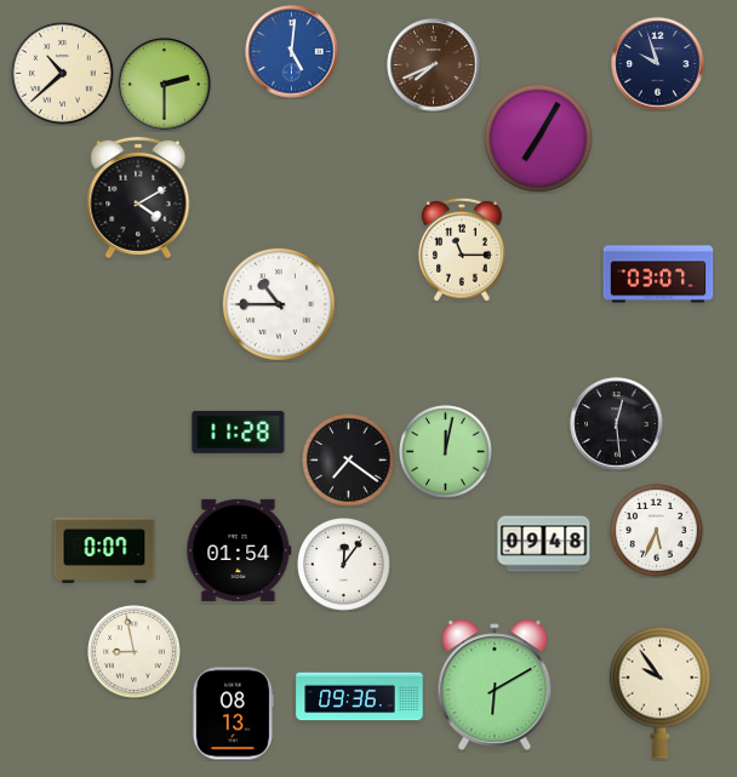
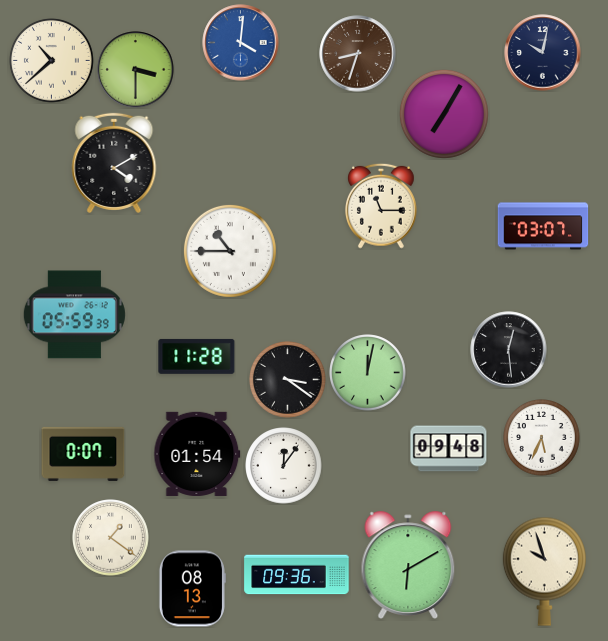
clock at (292, 52): 5:01 -> 4:01
clock at (658, 64): 9:57 -> 10:02
clock at (434, 65): 7:41 -> 8:33
clock at (165, 85): 2:30 -> 3:30
clock at (74, 315): none -> 05:59
clock at (349, 461): 7:21 -> 3:21
clock at (104, 550) position: (104, 550) -> (83, 454)
clock at (135, 652): 8:58 -> 1:21
clock at (659, 692): 9:54 -> 9:57
